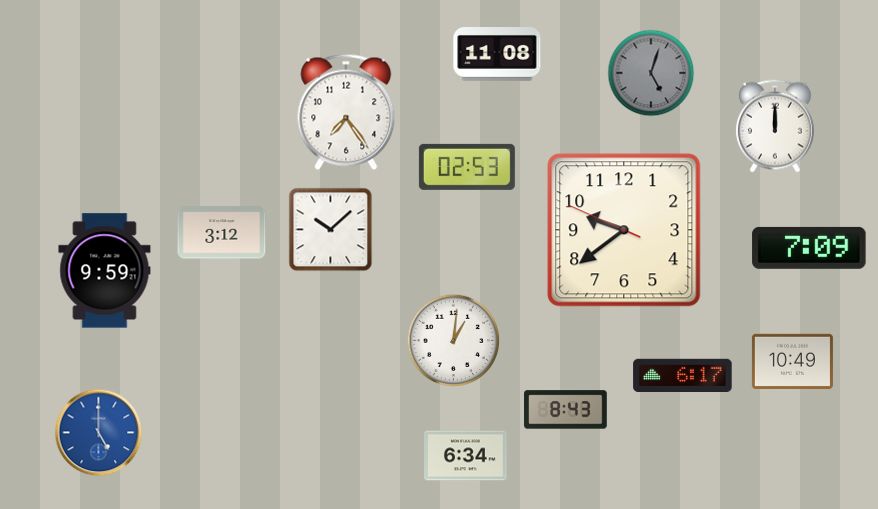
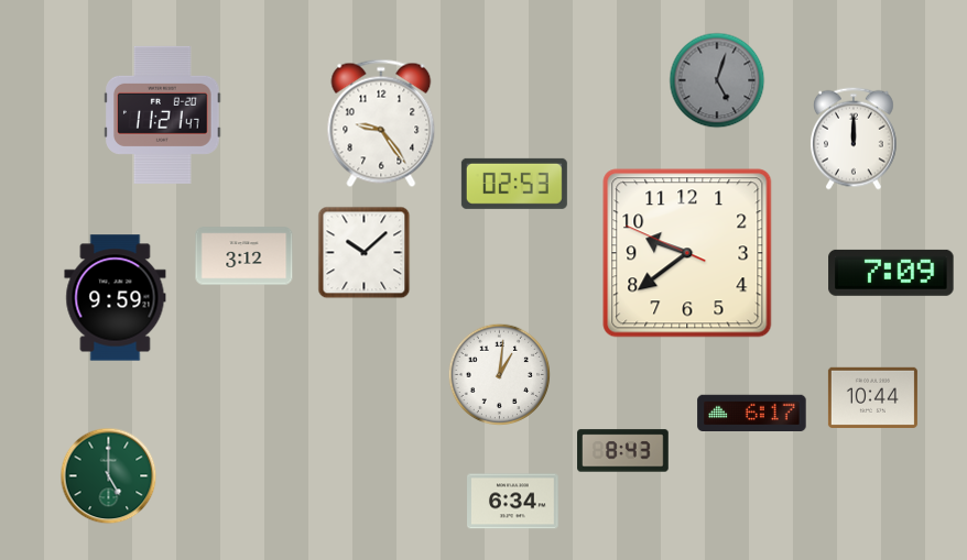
clock at (497, 54): 11:08 -> none
clock at (163, 114): none -> 11:21
clock at (346, 112): 7:24 -> 9:24
clock at (792, 361): 10:49 -> 10:44
clock at (99, 433) dial: blue -> green
